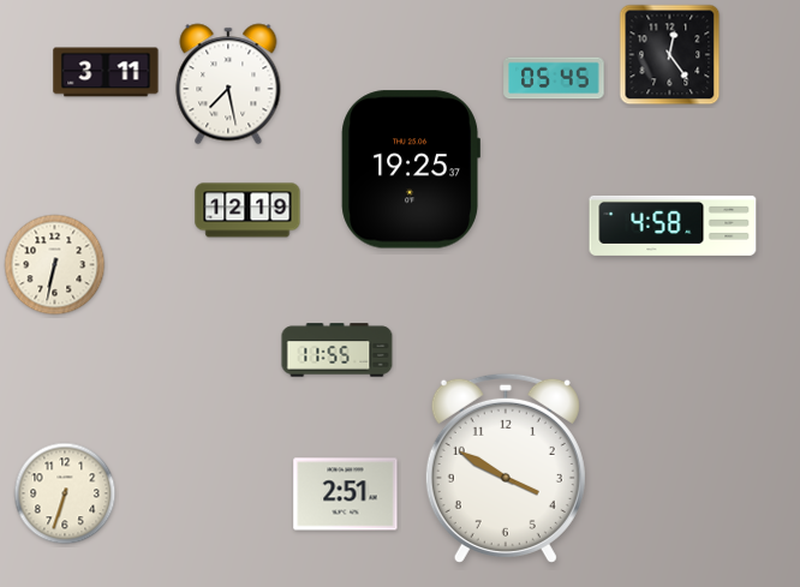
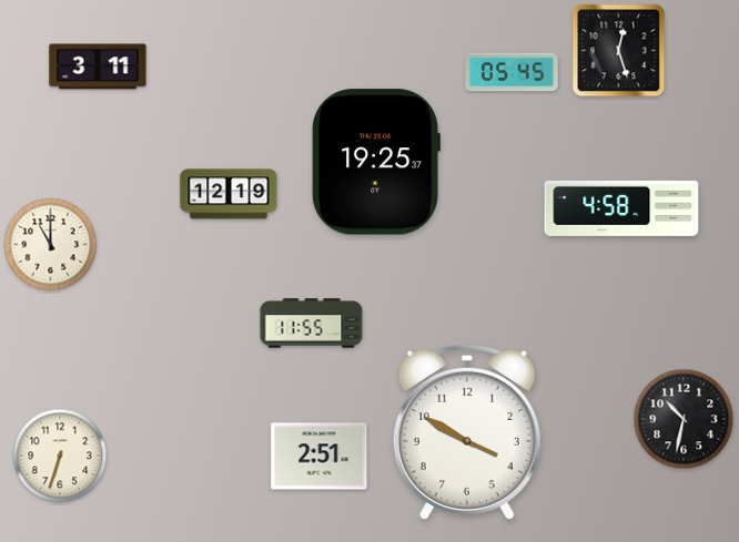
clock at (670, 55): 12:24 -> 12:27
clock at (228, 84): 7:28 -> none
clock at (411, 169) position: (411, 169) -> (376, 162)
clock at (55, 265): 6:32 -> 11:00
clock at (684, 419): none -> 10:32
